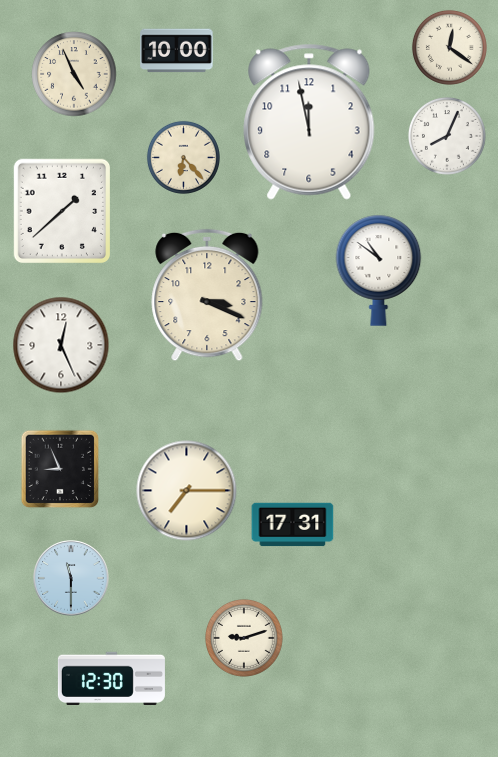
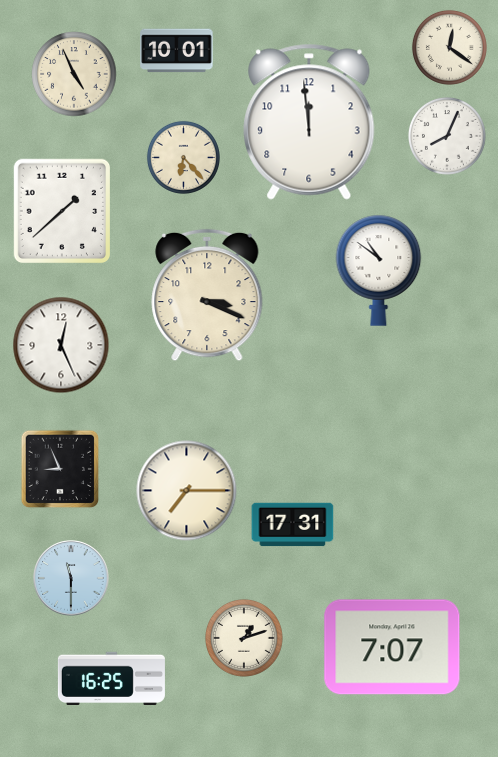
clock at (177, 51): 10:00 -> 10:01
clock at (309, 122): 11:58 -> 11:59
clock at (244, 638): 9:12 -> 1:12
clock at (392, 647): none -> 7:07
clock at (111, 678): 12:30 -> 16:25
